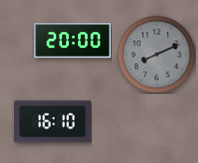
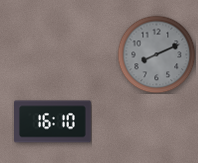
clock at (73, 40): 20:00 -> none
